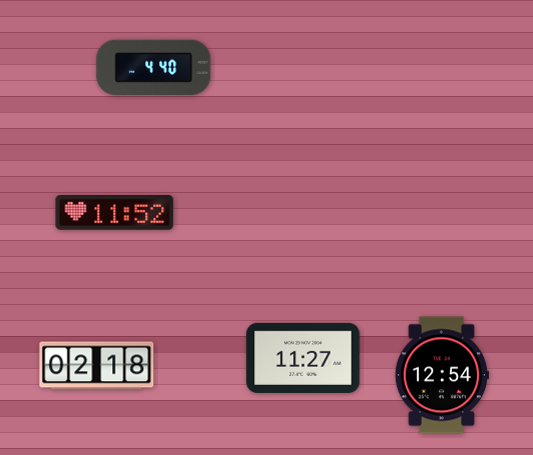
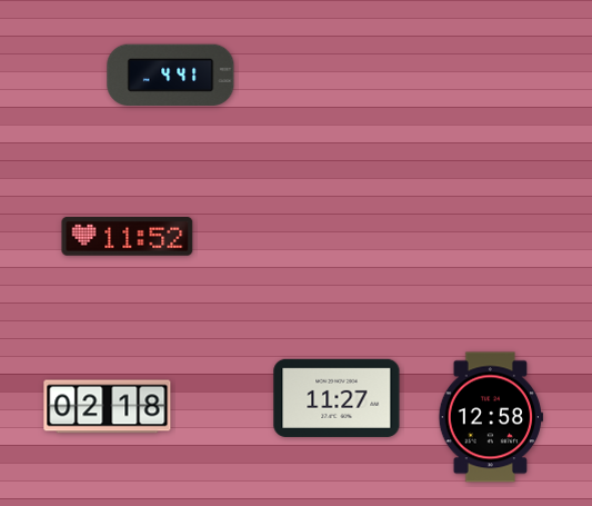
clock at (154, 67): 4:40 -> 4:41
clock at (442, 375): 12:54 -> 12:58
